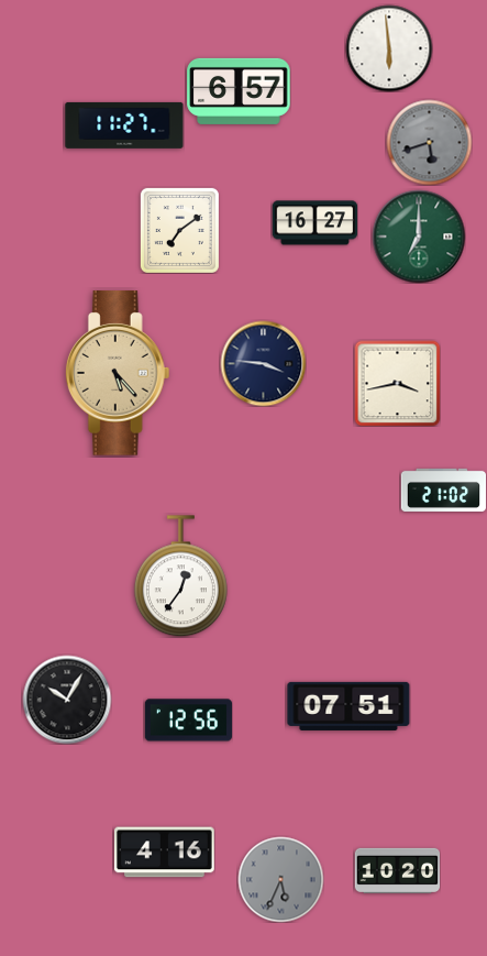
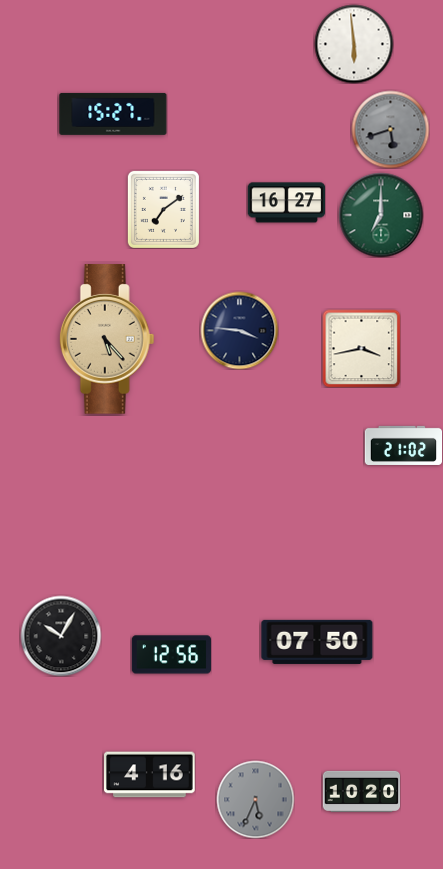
clock at (239, 91): 6:57 -> none
clock at (124, 125): 11:27 -> 15:27
clock at (180, 576): 12:36 -> none
clock at (348, 706): 07:51 -> 07:50
